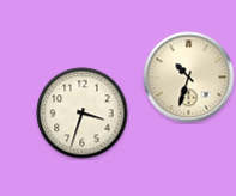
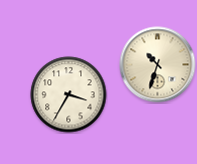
clock at (83, 114): 3:33 -> 3:35
